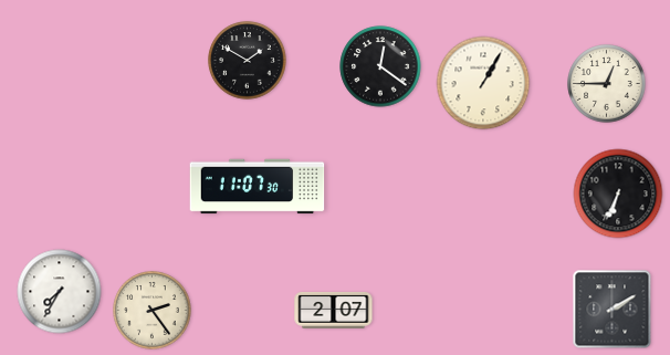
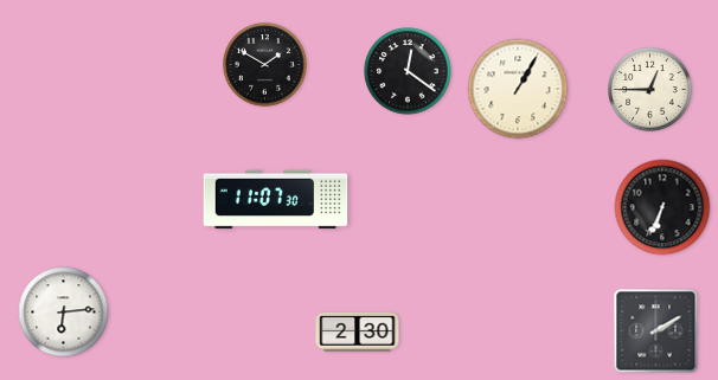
clock at (60, 292): 7:35 -> 6:14
clock at (334, 310): 2:07 -> 2:30
clock at (153, 311): 2:24 -> none
